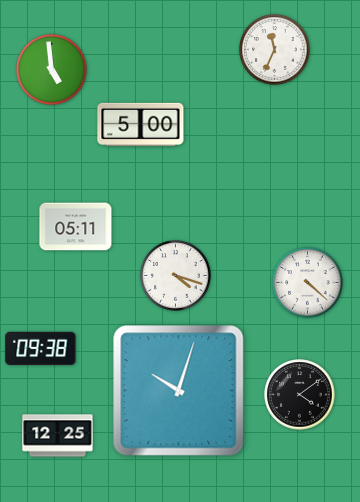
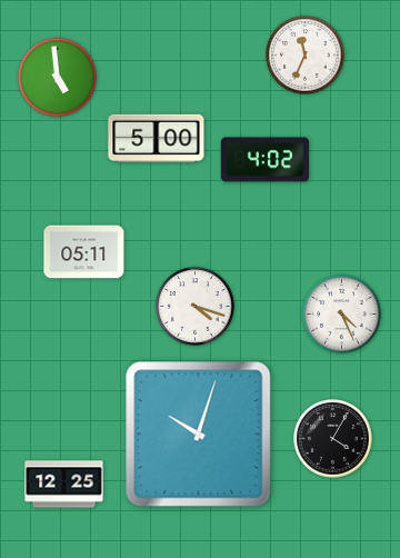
clock at (264, 160): none -> 4:02
clock at (308, 283): 4:22 -> 4:26
clock at (41, 349): 09:38 -> none
clock at (300, 395): 4:09 -> 4:05
